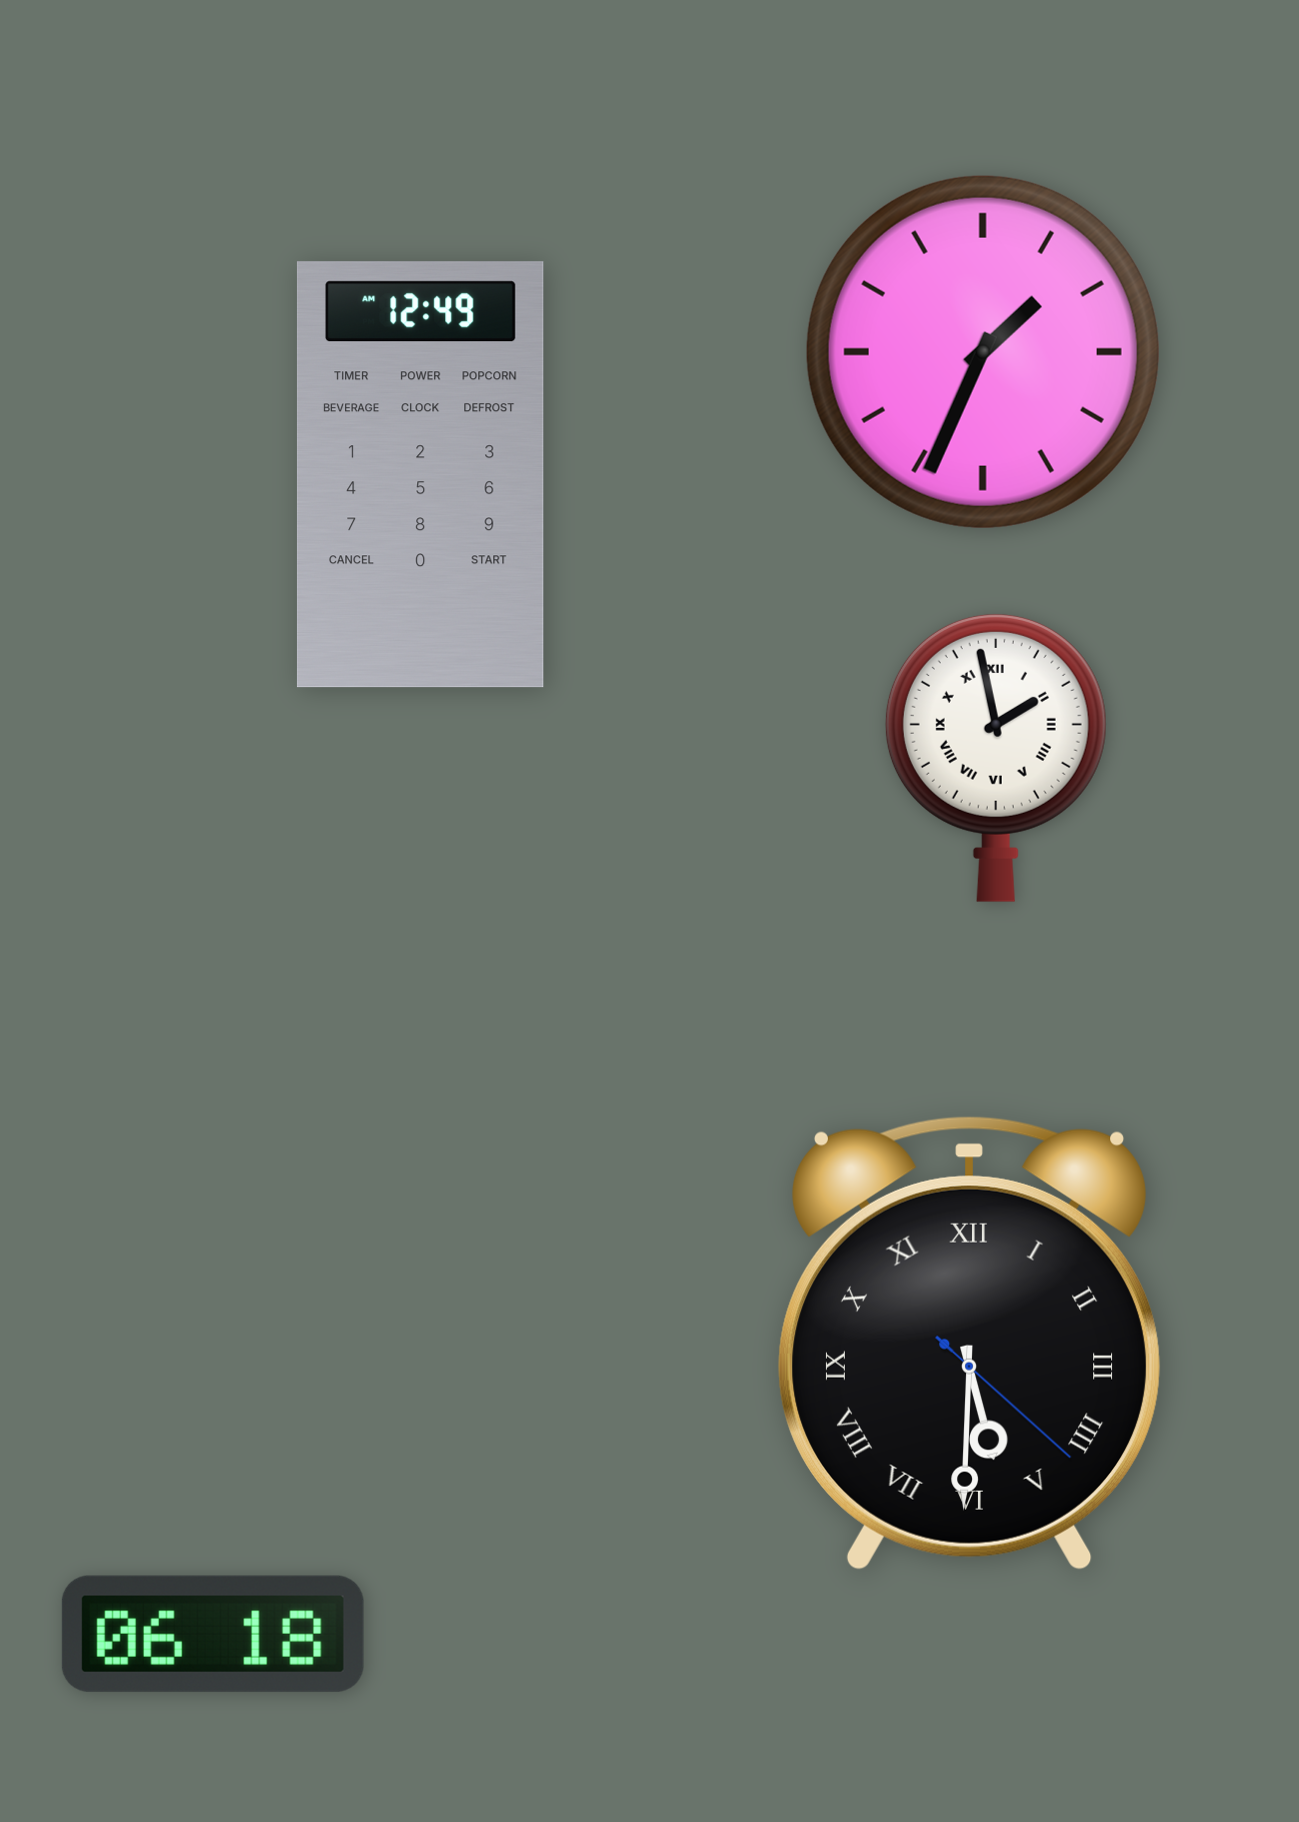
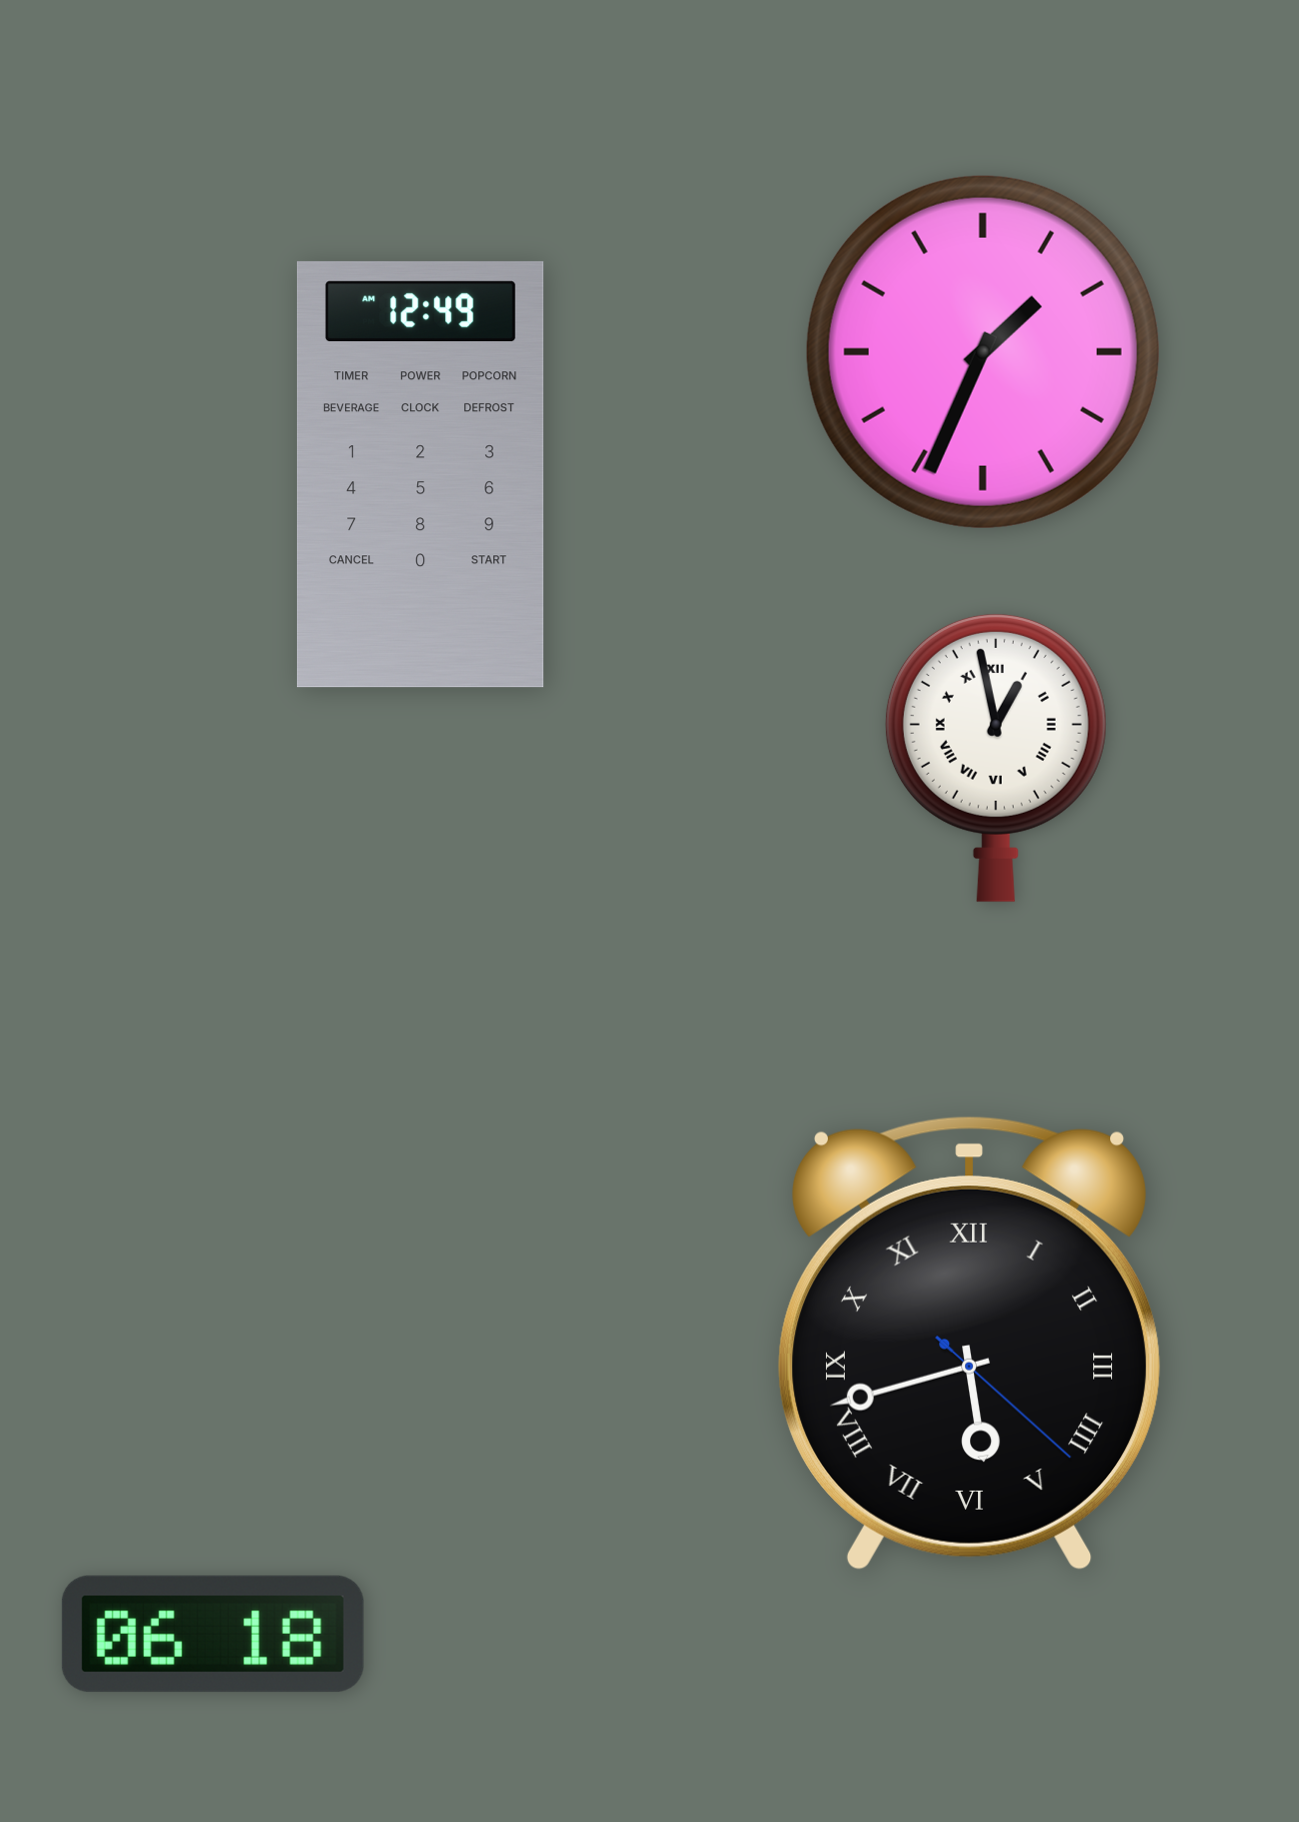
clock at (996, 757): 1:58 -> 12:58
clock at (969, 1344): 5:30 -> 5:42
